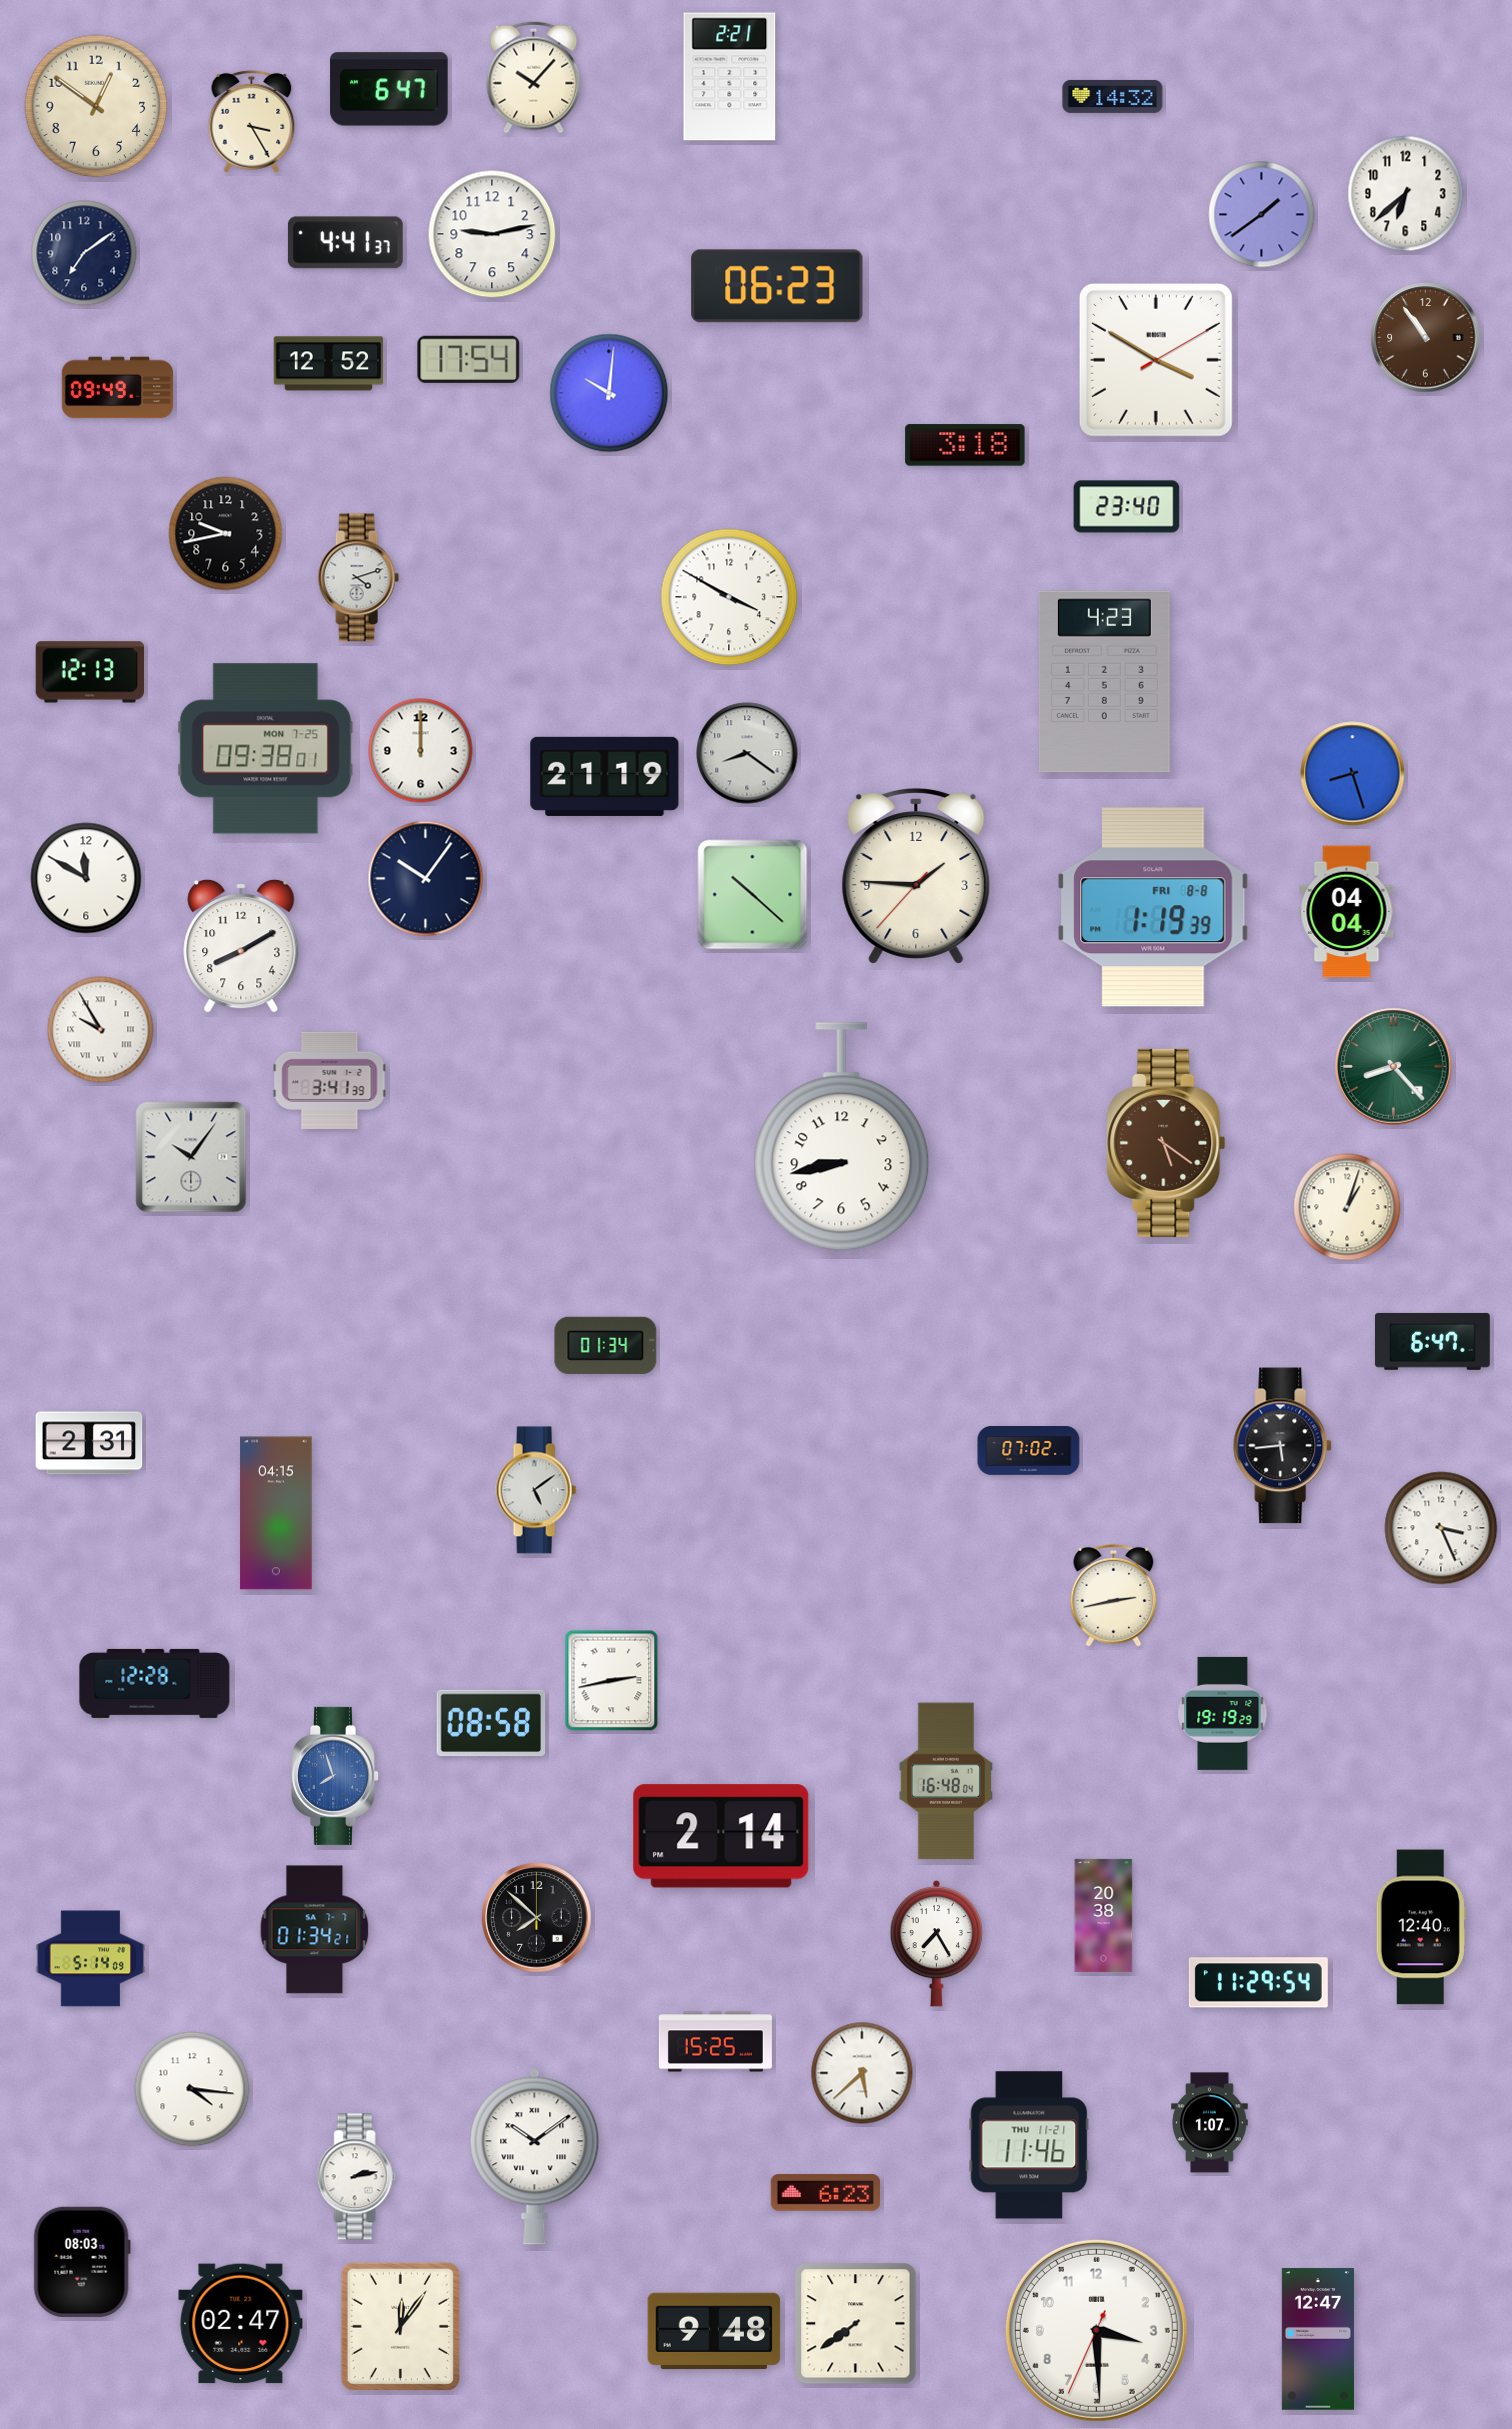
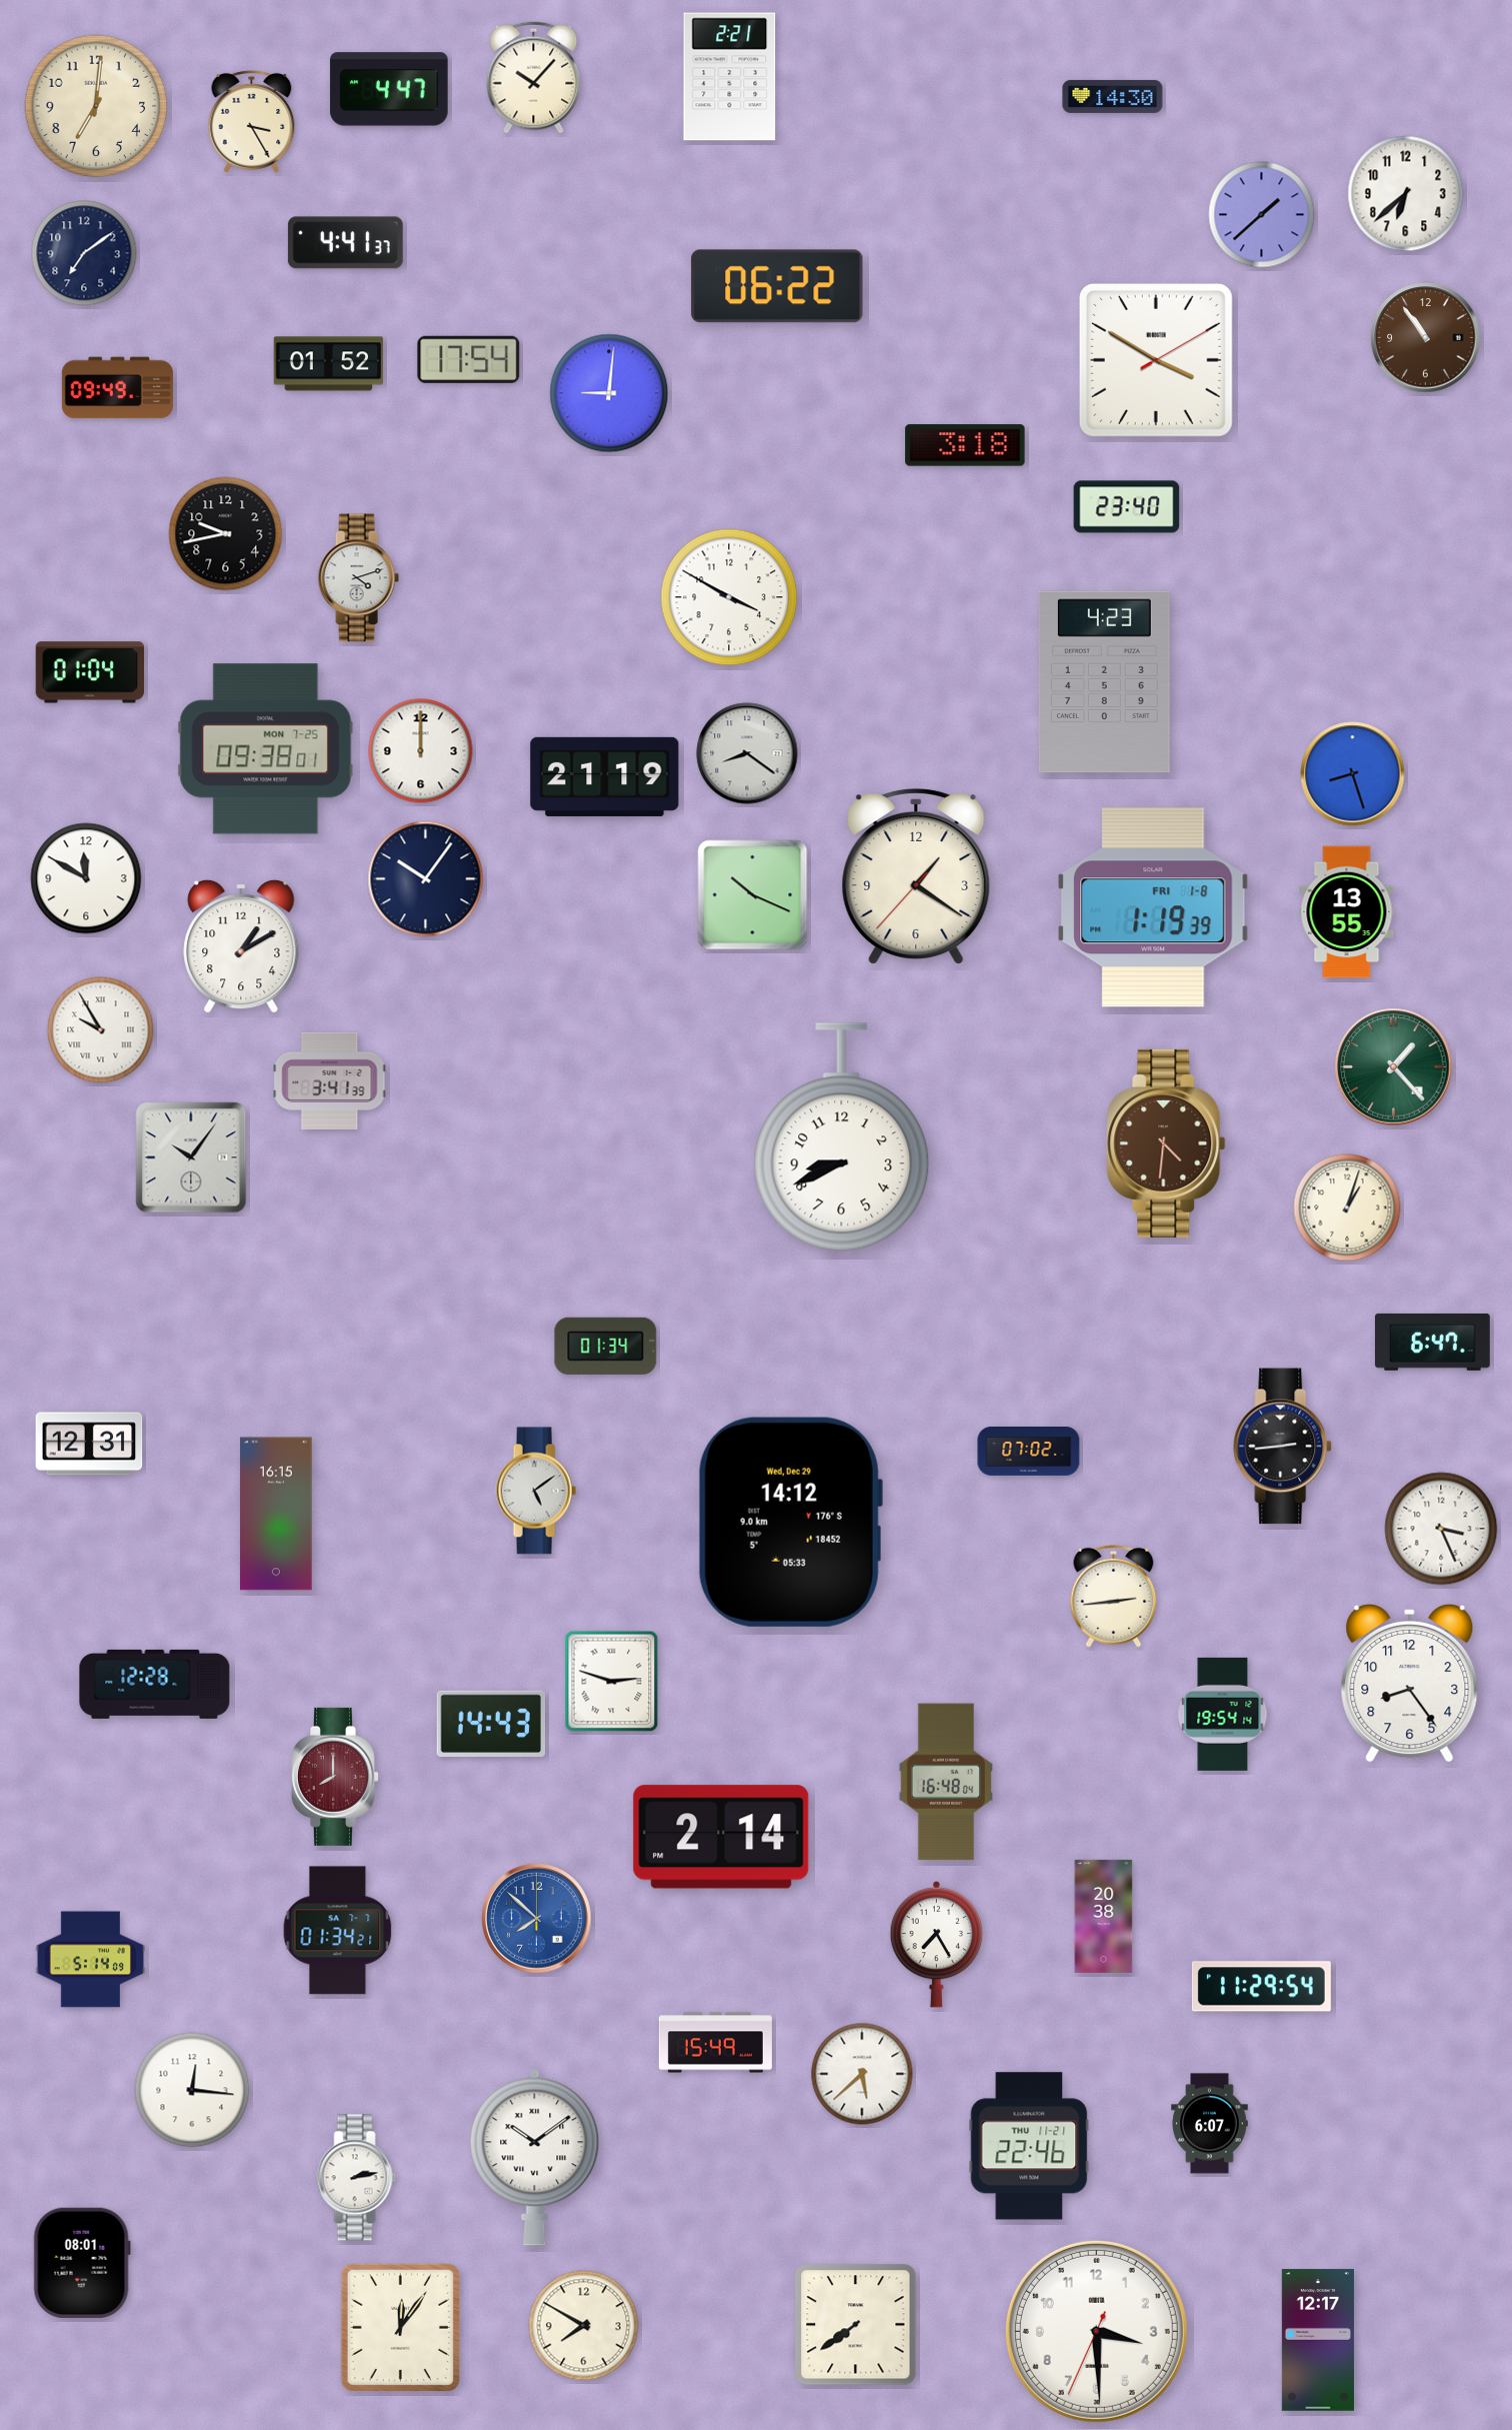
clock at (389, 89): 6:47 -> 4:47
clock at (1113, 96): 14:32 -> 14:30
clock at (96, 106): 12:51 -> 7:01
clock at (1262, 215): 1:39 -> 1:38
clock at (492, 234): 9:13 -> none
clock at (777, 286): 06:23 -> 06:22
clock at (329, 364): 12:52 -> 01:52
clock at (609, 393): 10:01 -> 9:01
clock at (90, 672): 12:13 -> 01:04
clock at (916, 876): 1:45 -> 1:20
clock at (753, 895): 10:22 -> 10:19
clock at (1153, 907) date: FRI 8-8 -> FRI 1-8
clock at (1347, 912): 04:04 -> 13:55
clock at (241, 946): 8:10 -> 1:10
clock at (1394, 1067): 8:23 -> 1:23
clock at (842, 1137): 8:43 -> 8:41
clock at (1166, 1143): 5:21 -> 4:31
clock at (89, 1443): 2:31 -> 12:31
clock at (1283, 1446): 5:44 -> 2:44
clock at (276, 1513): 04:15 -> 16:15
clock at (790, 1522): none -> 14:12
clock at (1114, 1595): 2:43 -> 2:44
clock at (612, 1681): 2:43 -> 2:48
clock at (1410, 1684): none -> 8:24
clock at (1223, 1713): 19:19 -> 19:54
clock at (491, 1723): 08:58 -> 14:43
clock at (336, 1776): 7:57 -> 8:00
clock at (336, 1776) dial: blue -> burgundy
clock at (537, 1918) dial: black -> blue
clock at (1421, 1927): 12:40 -> none
clock at (315, 1930) position: (315, 1930) -> (338, 1931)
clock at (1258, 1983) position: (1258, 1983) -> (1261, 1987)
clock at (715, 2042): 15:25 -> 15:49
clock at (192, 2089): 4:16 -> 12:16
clock at (1210, 2123): 1:07 -> 6:07
clock at (1029, 2145): 11:46 -> 22:46
clock at (826, 2193): 6:23 -> none
clock at (82, 2262): 08:03 -> 08:01
clock at (241, 2324): 02:47 -> none
clock at (584, 2326): none -> 7:50
clock at (714, 2331): 9:48 -> none
clock at (1318, 2339): 12:47 -> 12:17
